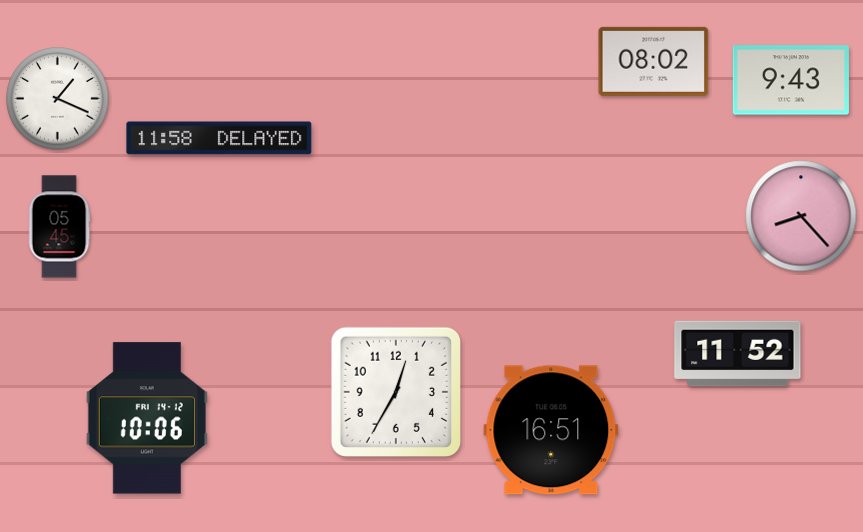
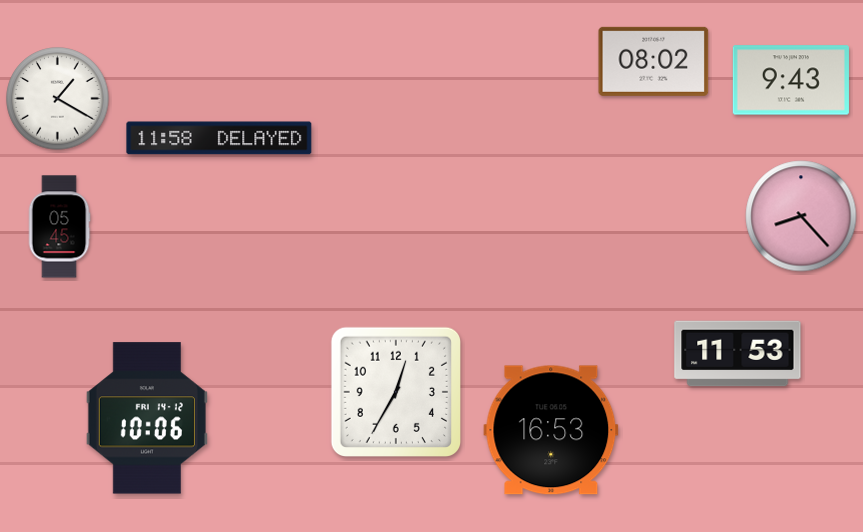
clock at (58, 99): 1:19 -> 1:20
clock at (738, 354): 11:52 -> 11:53
clock at (551, 430): 16:51 -> 16:53
